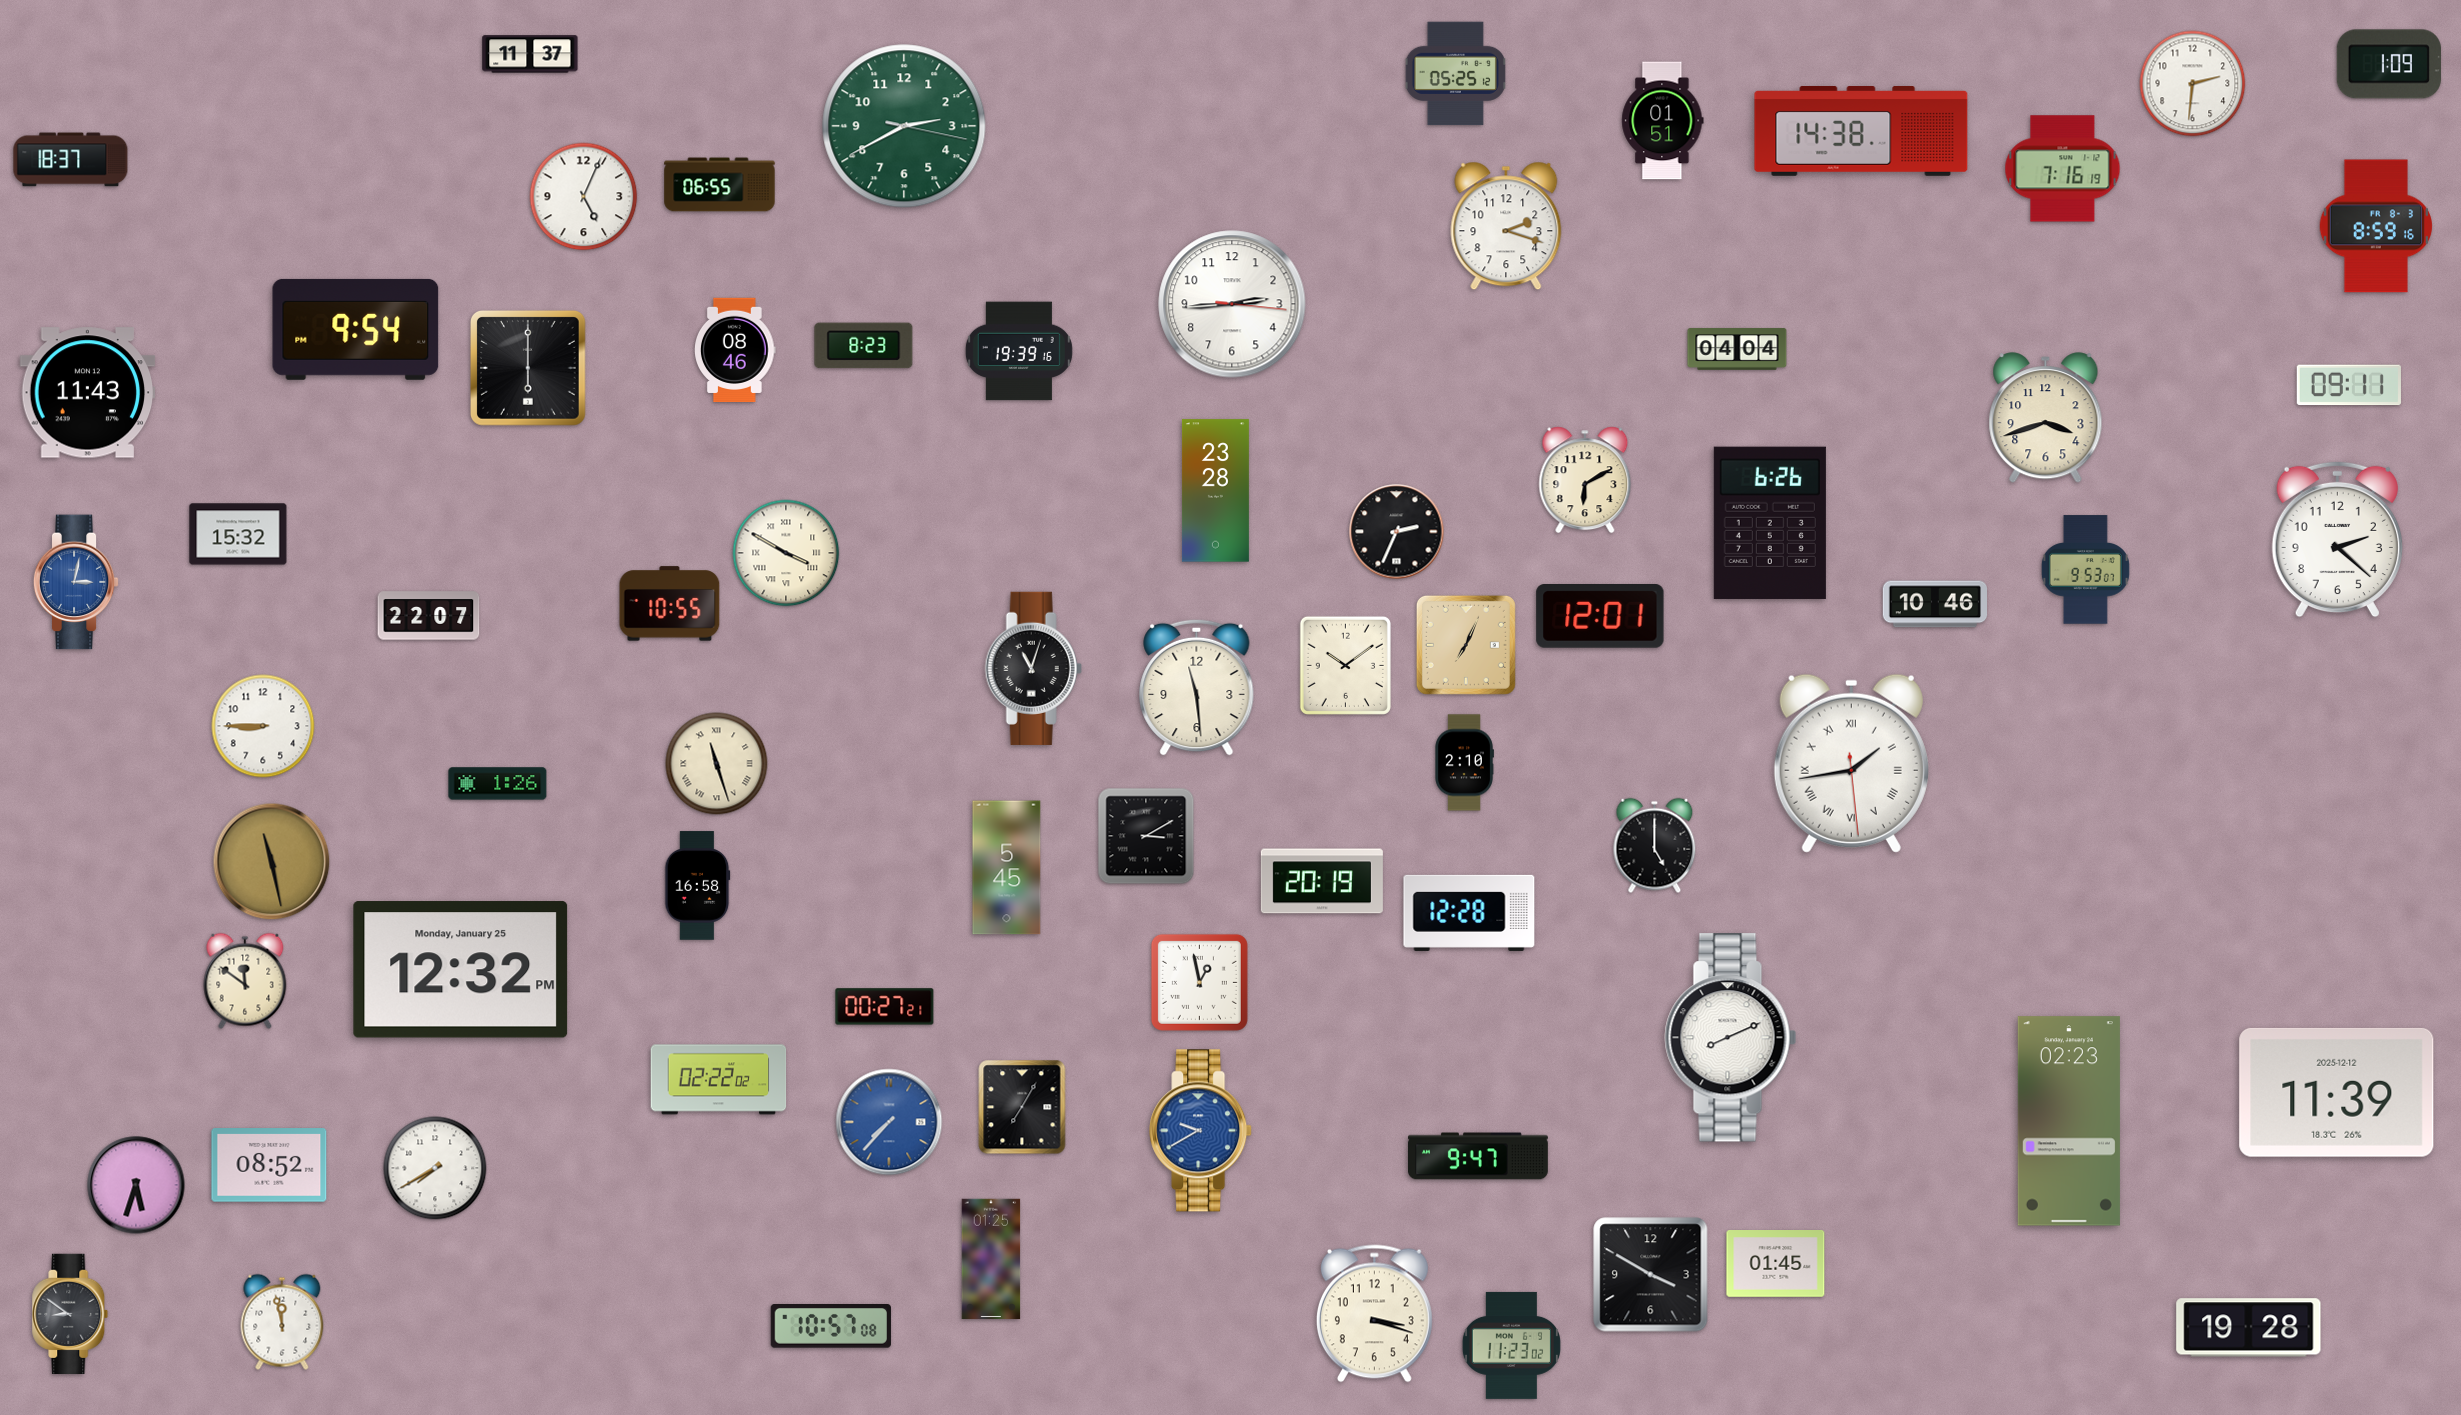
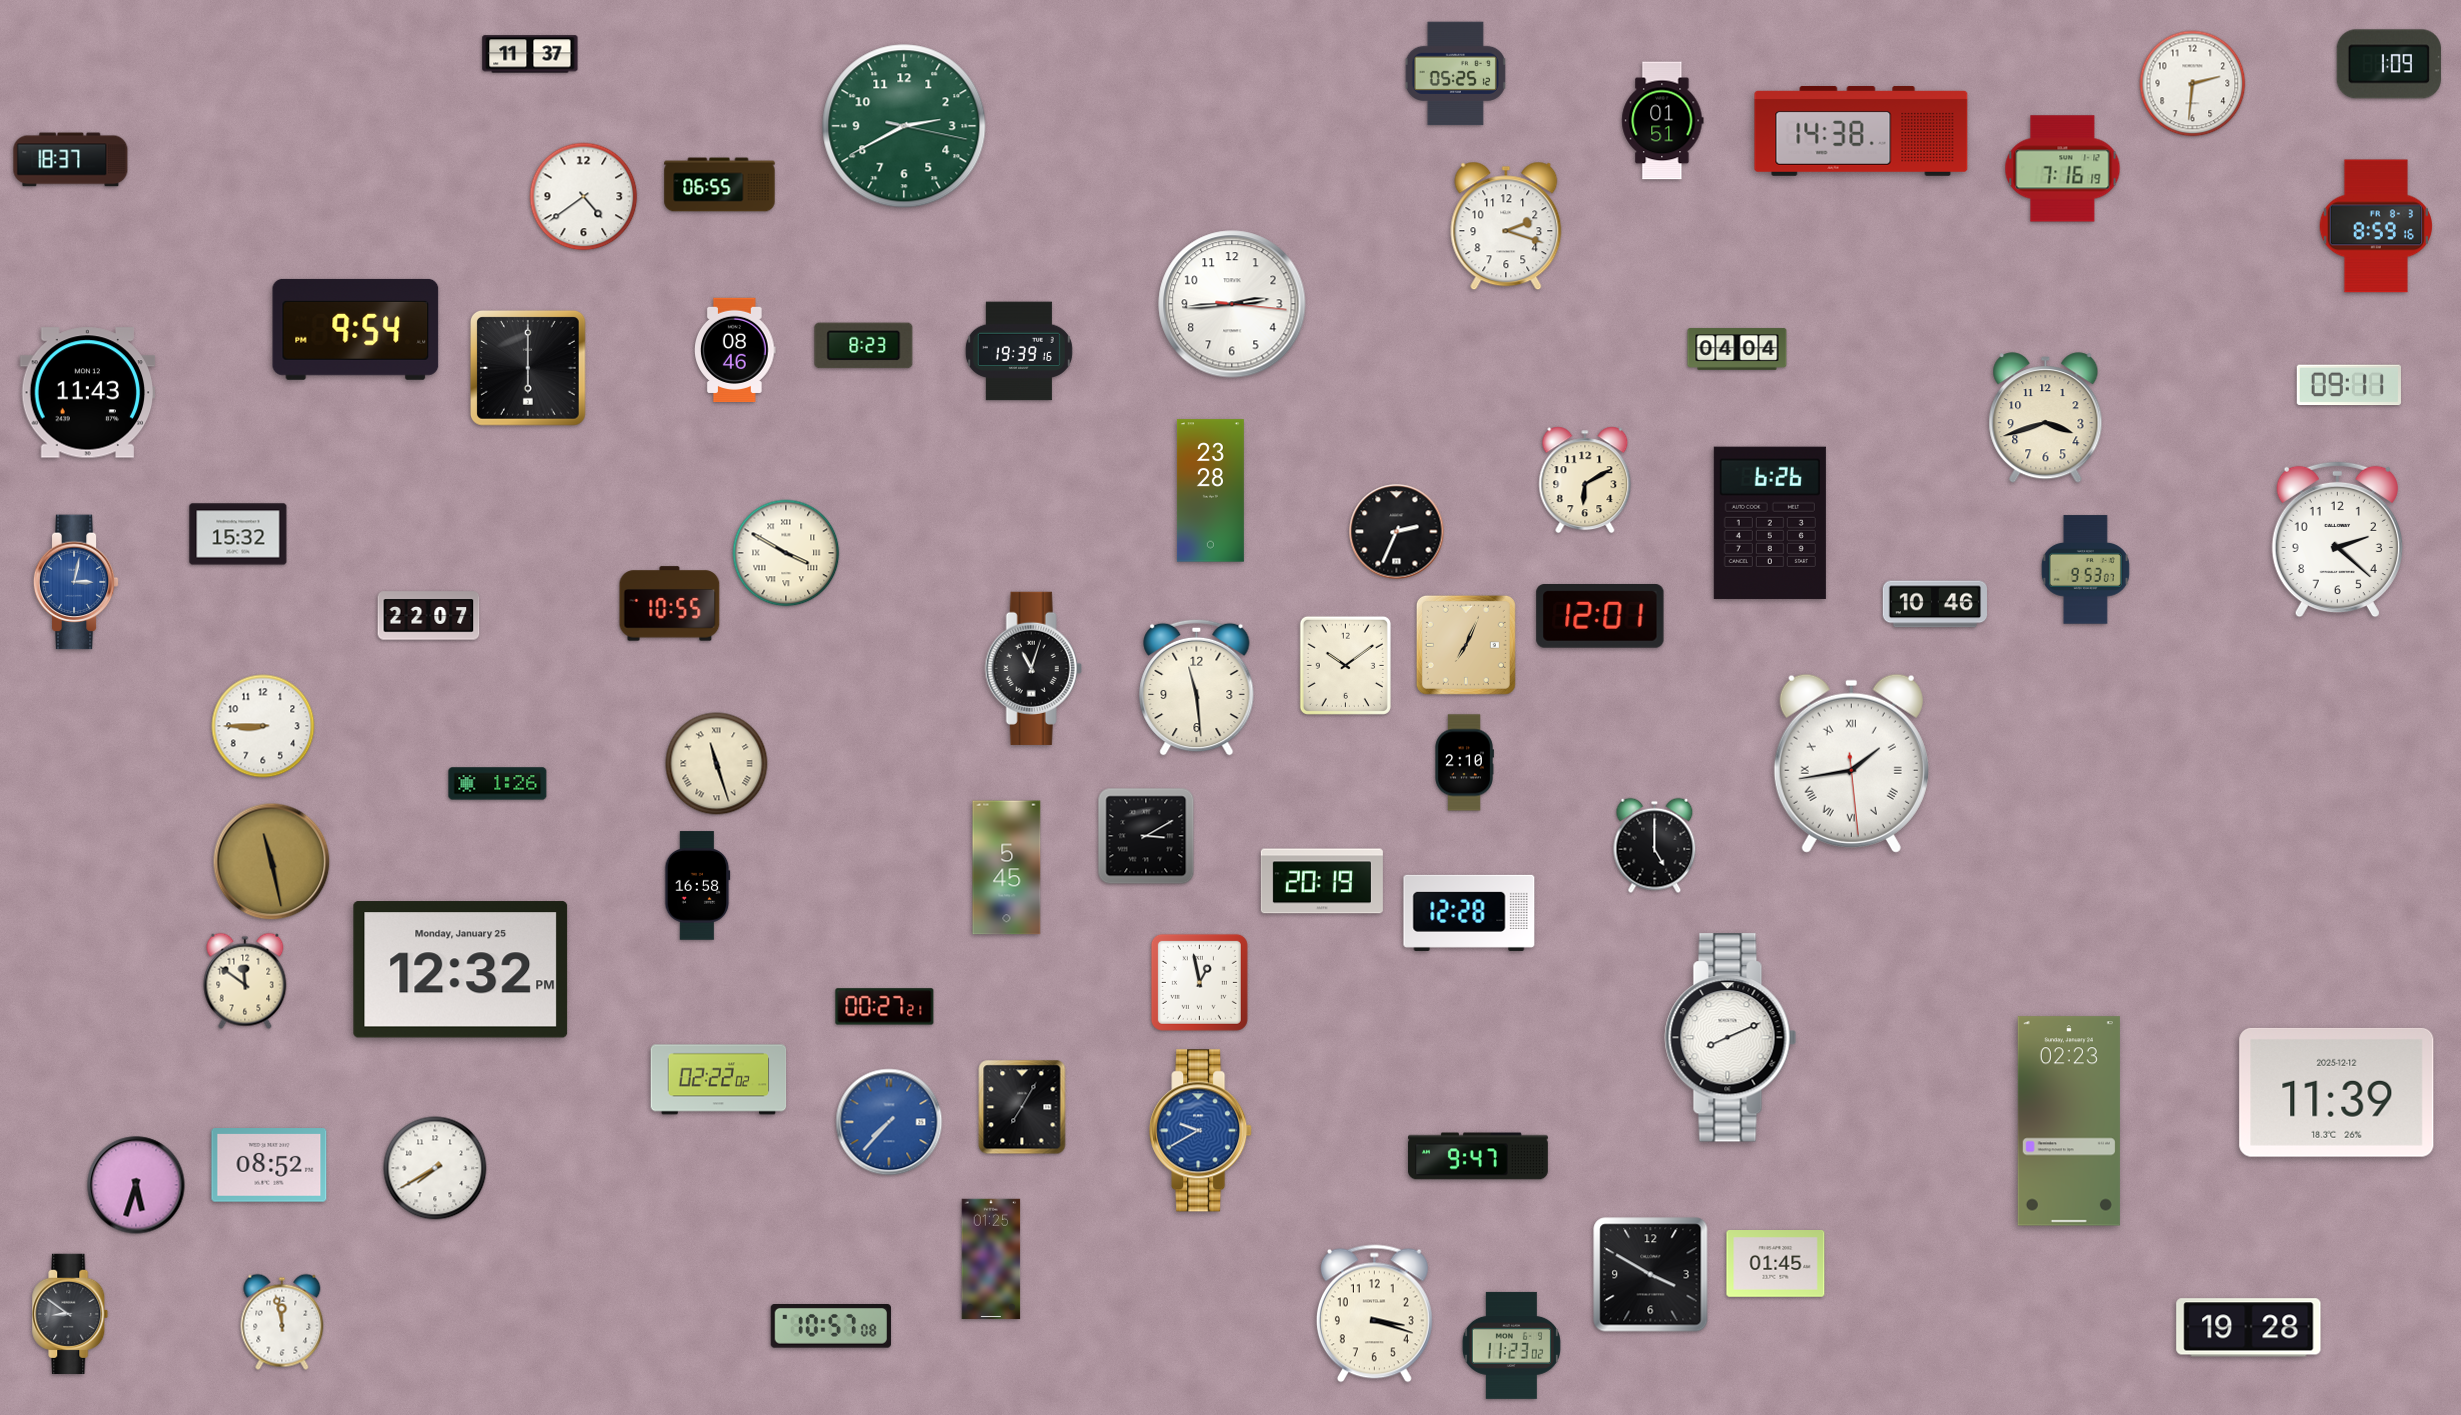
clock at (584, 197): 5:04 -> 4:39
clock at (1215, 491) position: (1215, 491) -> (1210, 491)
